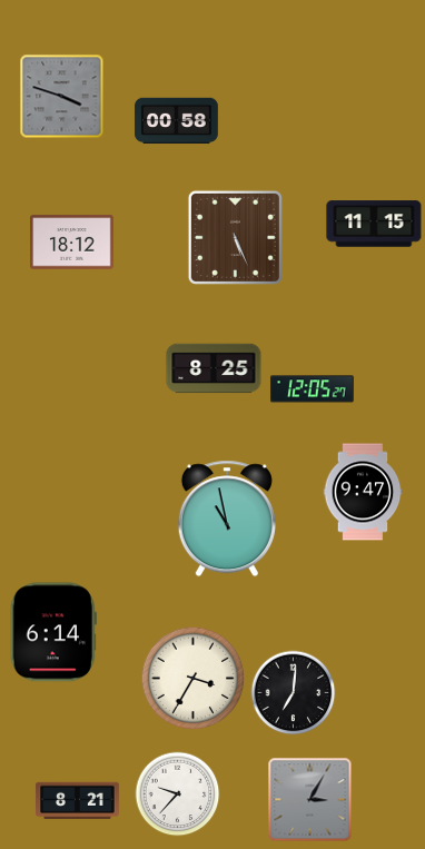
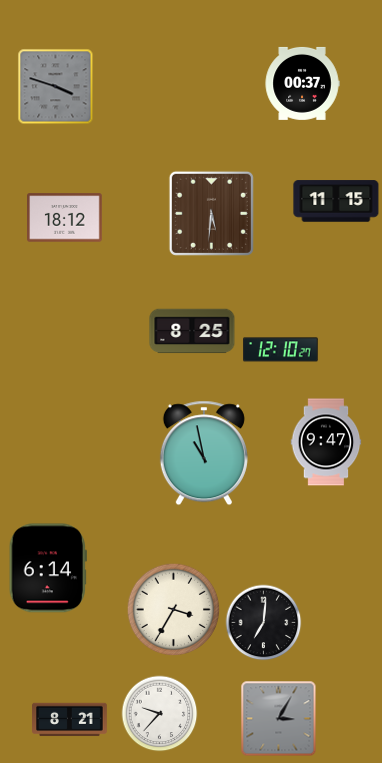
clock at (302, 83): none -> 00:37
clock at (177, 121): 00:58 -> none
clock at (235, 237): 5:26 -> 5:31
clock at (313, 389): 12:05 -> 12:10
clock at (227, 519) position: (227, 519) -> (204, 453)
